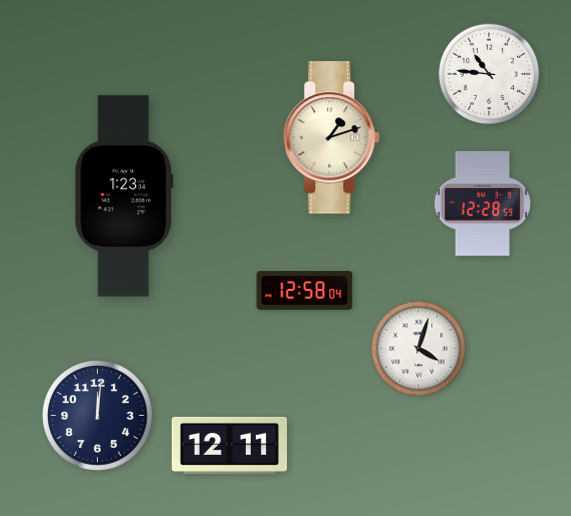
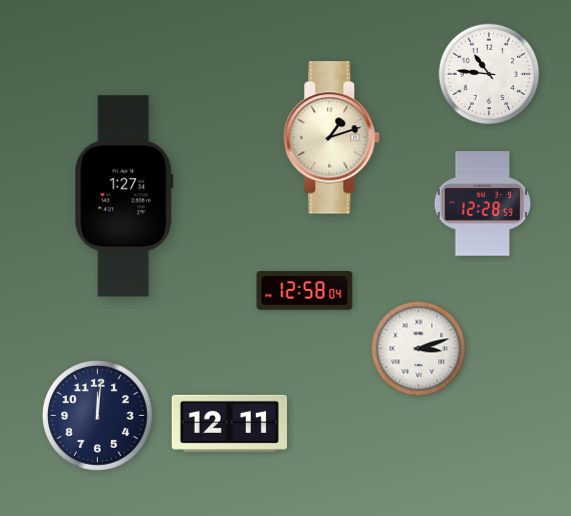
clock at (124, 196): 1:23 -> 1:27
clock at (419, 349): 4:03 -> 3:12
clock at (229, 445) position: (229, 445) -> (229, 423)
